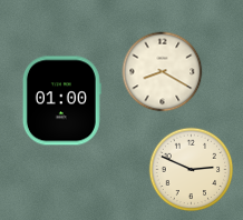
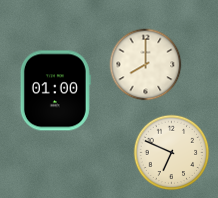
clock at (163, 72): 8:20 -> 8:00
clock at (192, 170): 2:49 -> 6:49
